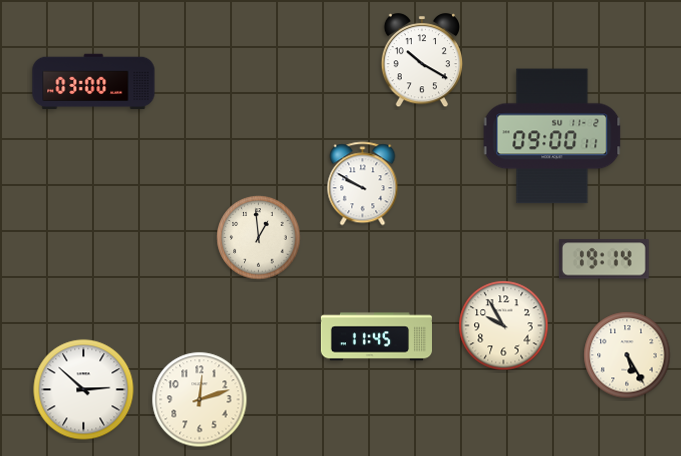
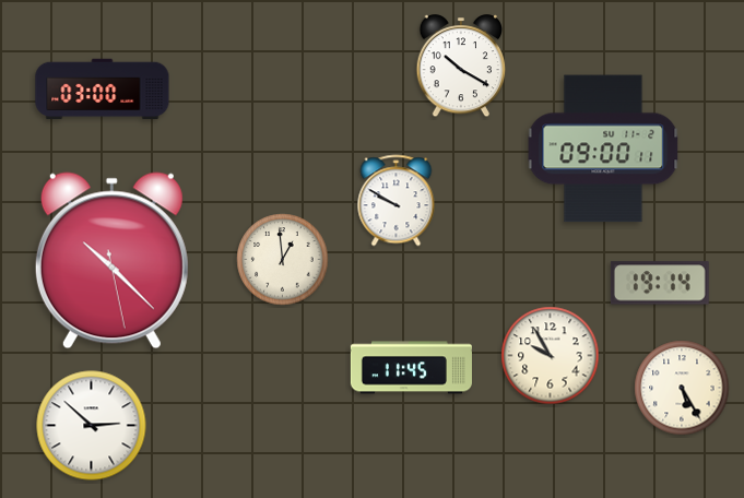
clock at (111, 261): none -> 10:22
clock at (627, 355) position: (627, 355) -> (682, 388)
clock at (200, 400): 12:12 -> none
